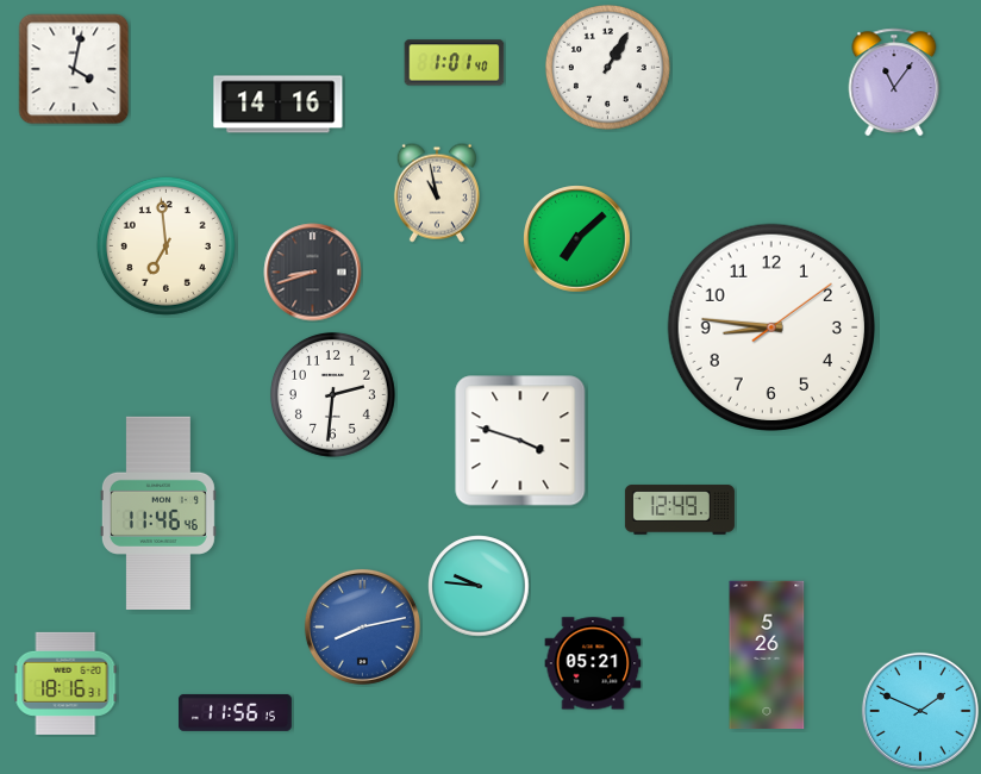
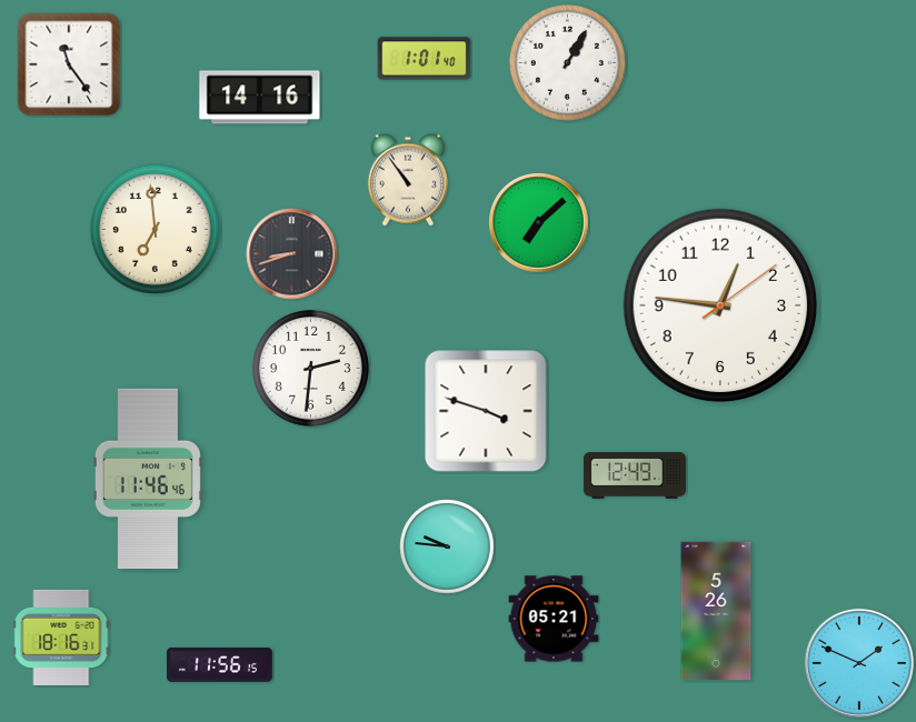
clock at (74, 69): 4:02 -> 11:24
clock at (894, 82): 11:06 -> none
clock at (437, 193): 10:58 -> 10:54
clock at (770, 326): 8:46 -> 12:46
clock at (362, 626): 8:13 -> none
